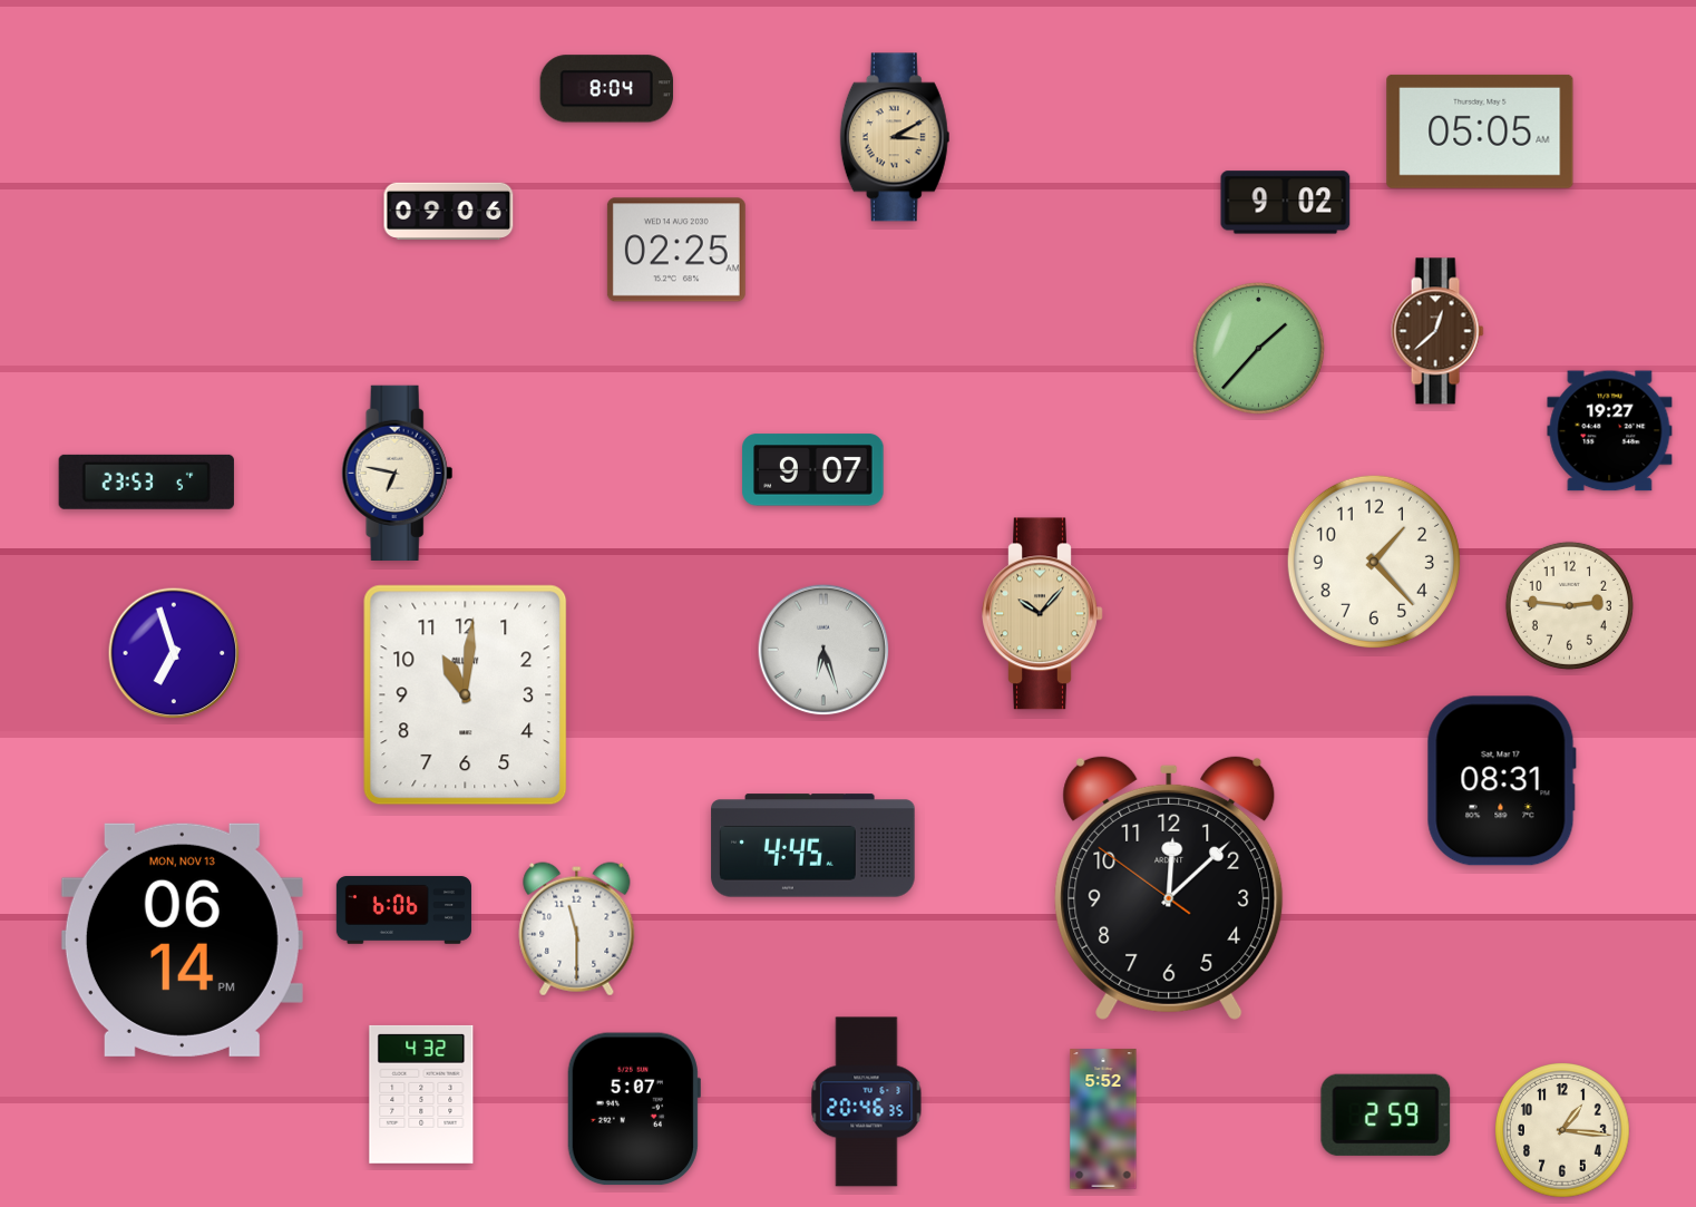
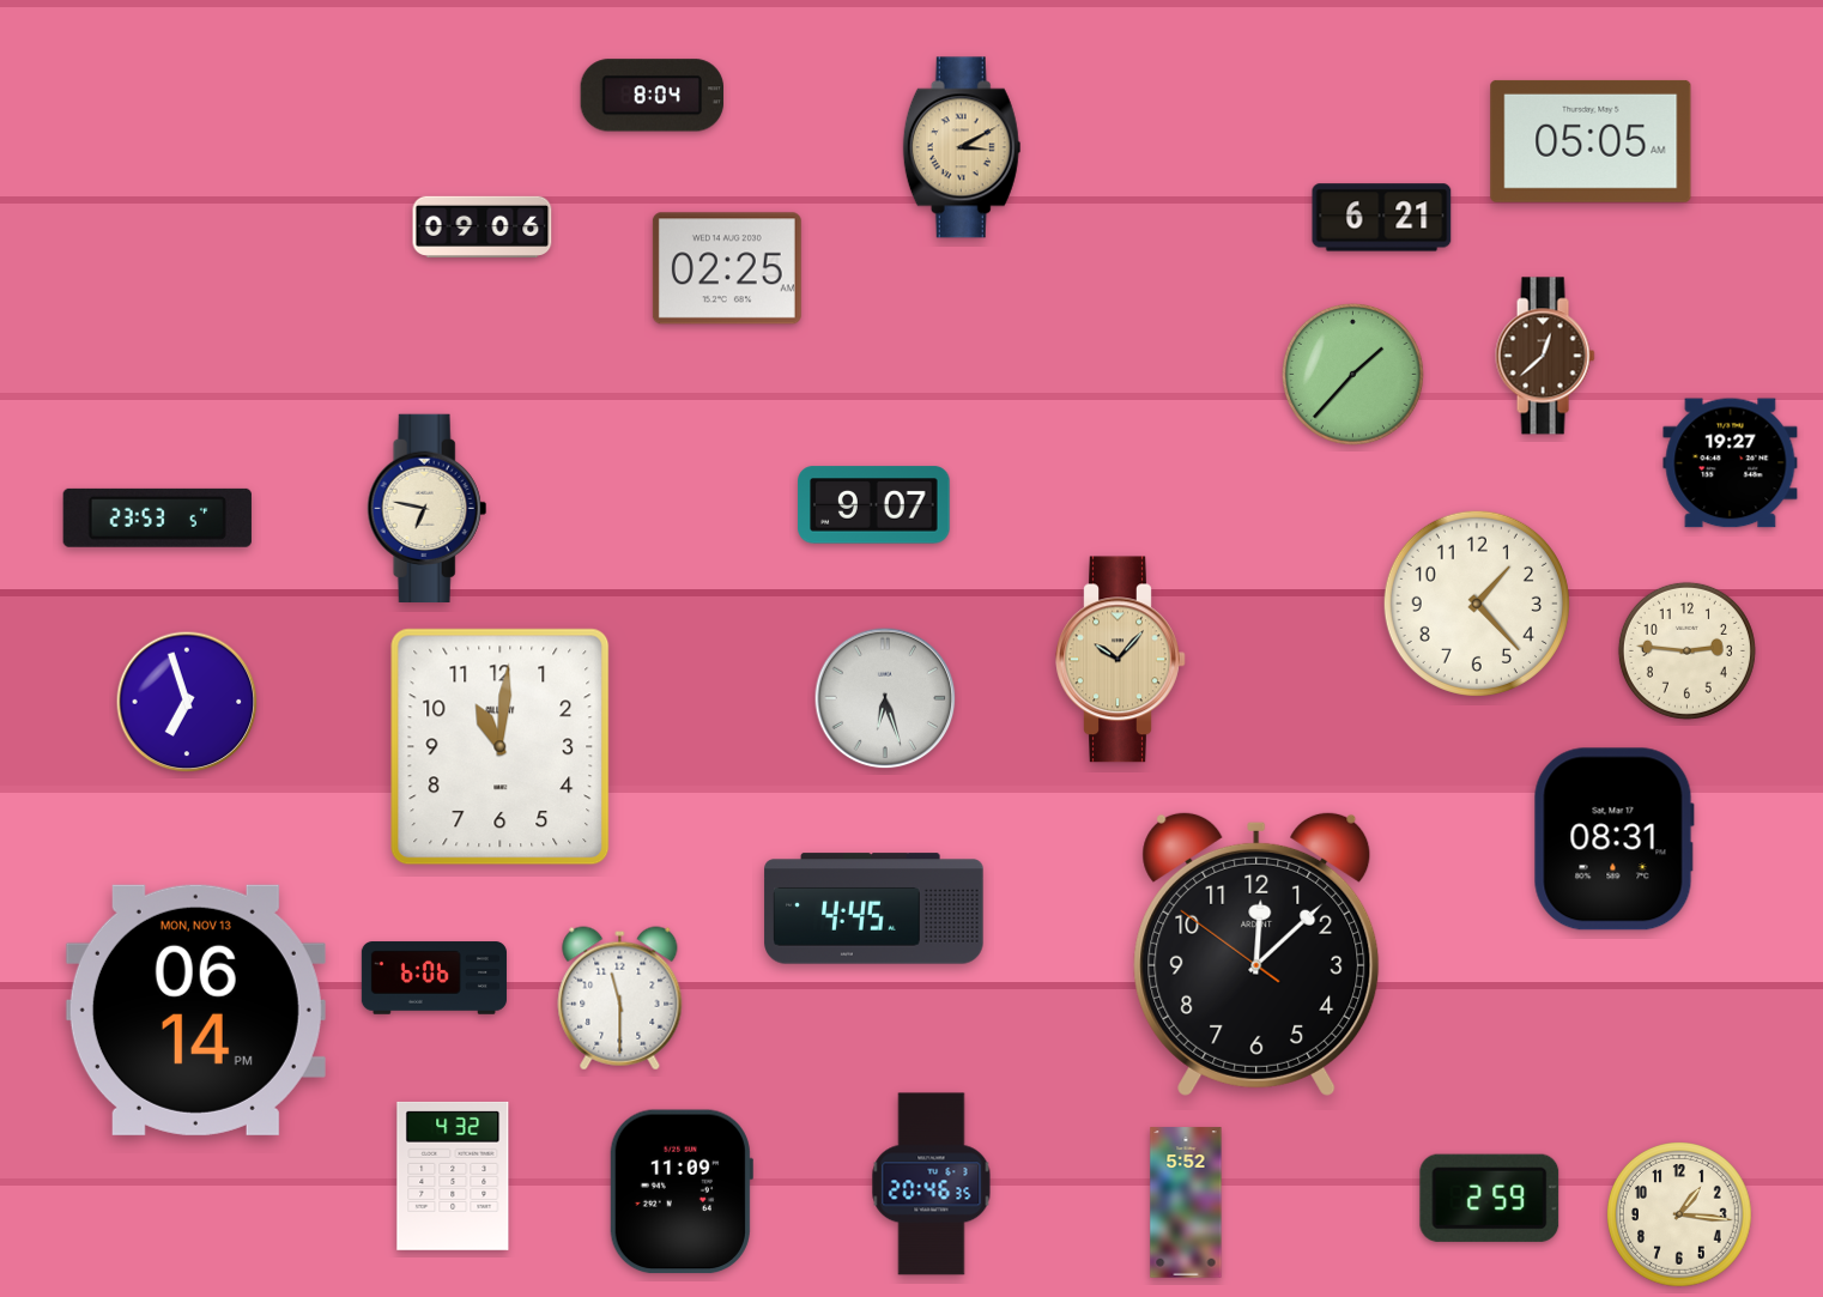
clock at (1286, 203): 9:02 -> 6:21
clock at (633, 1109): 5:07 -> 11:09
